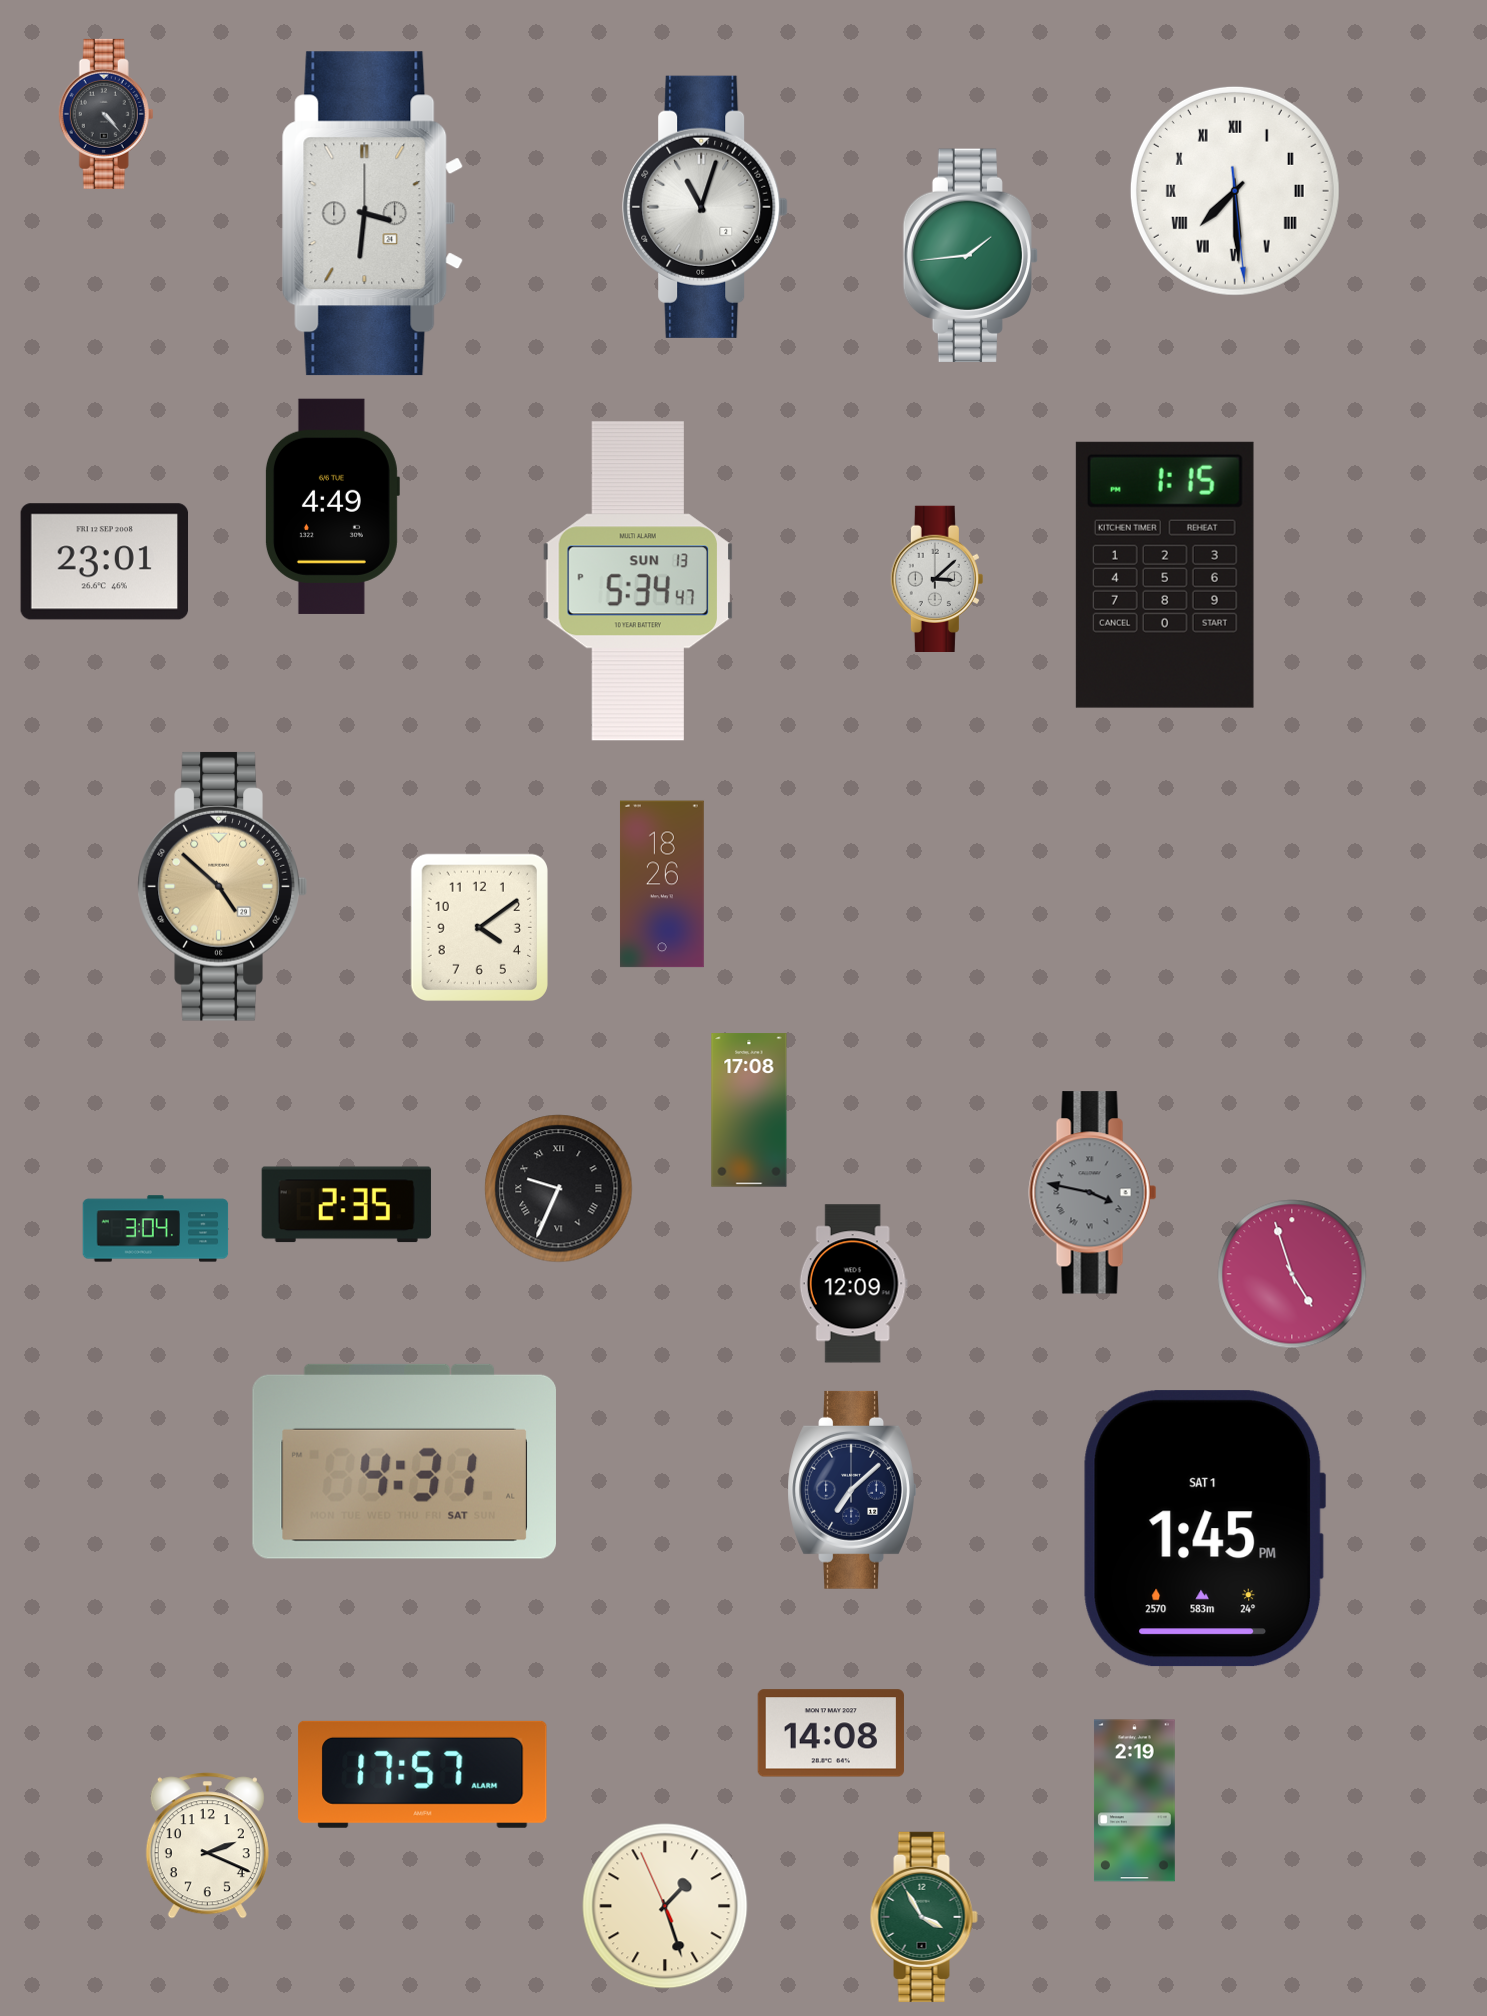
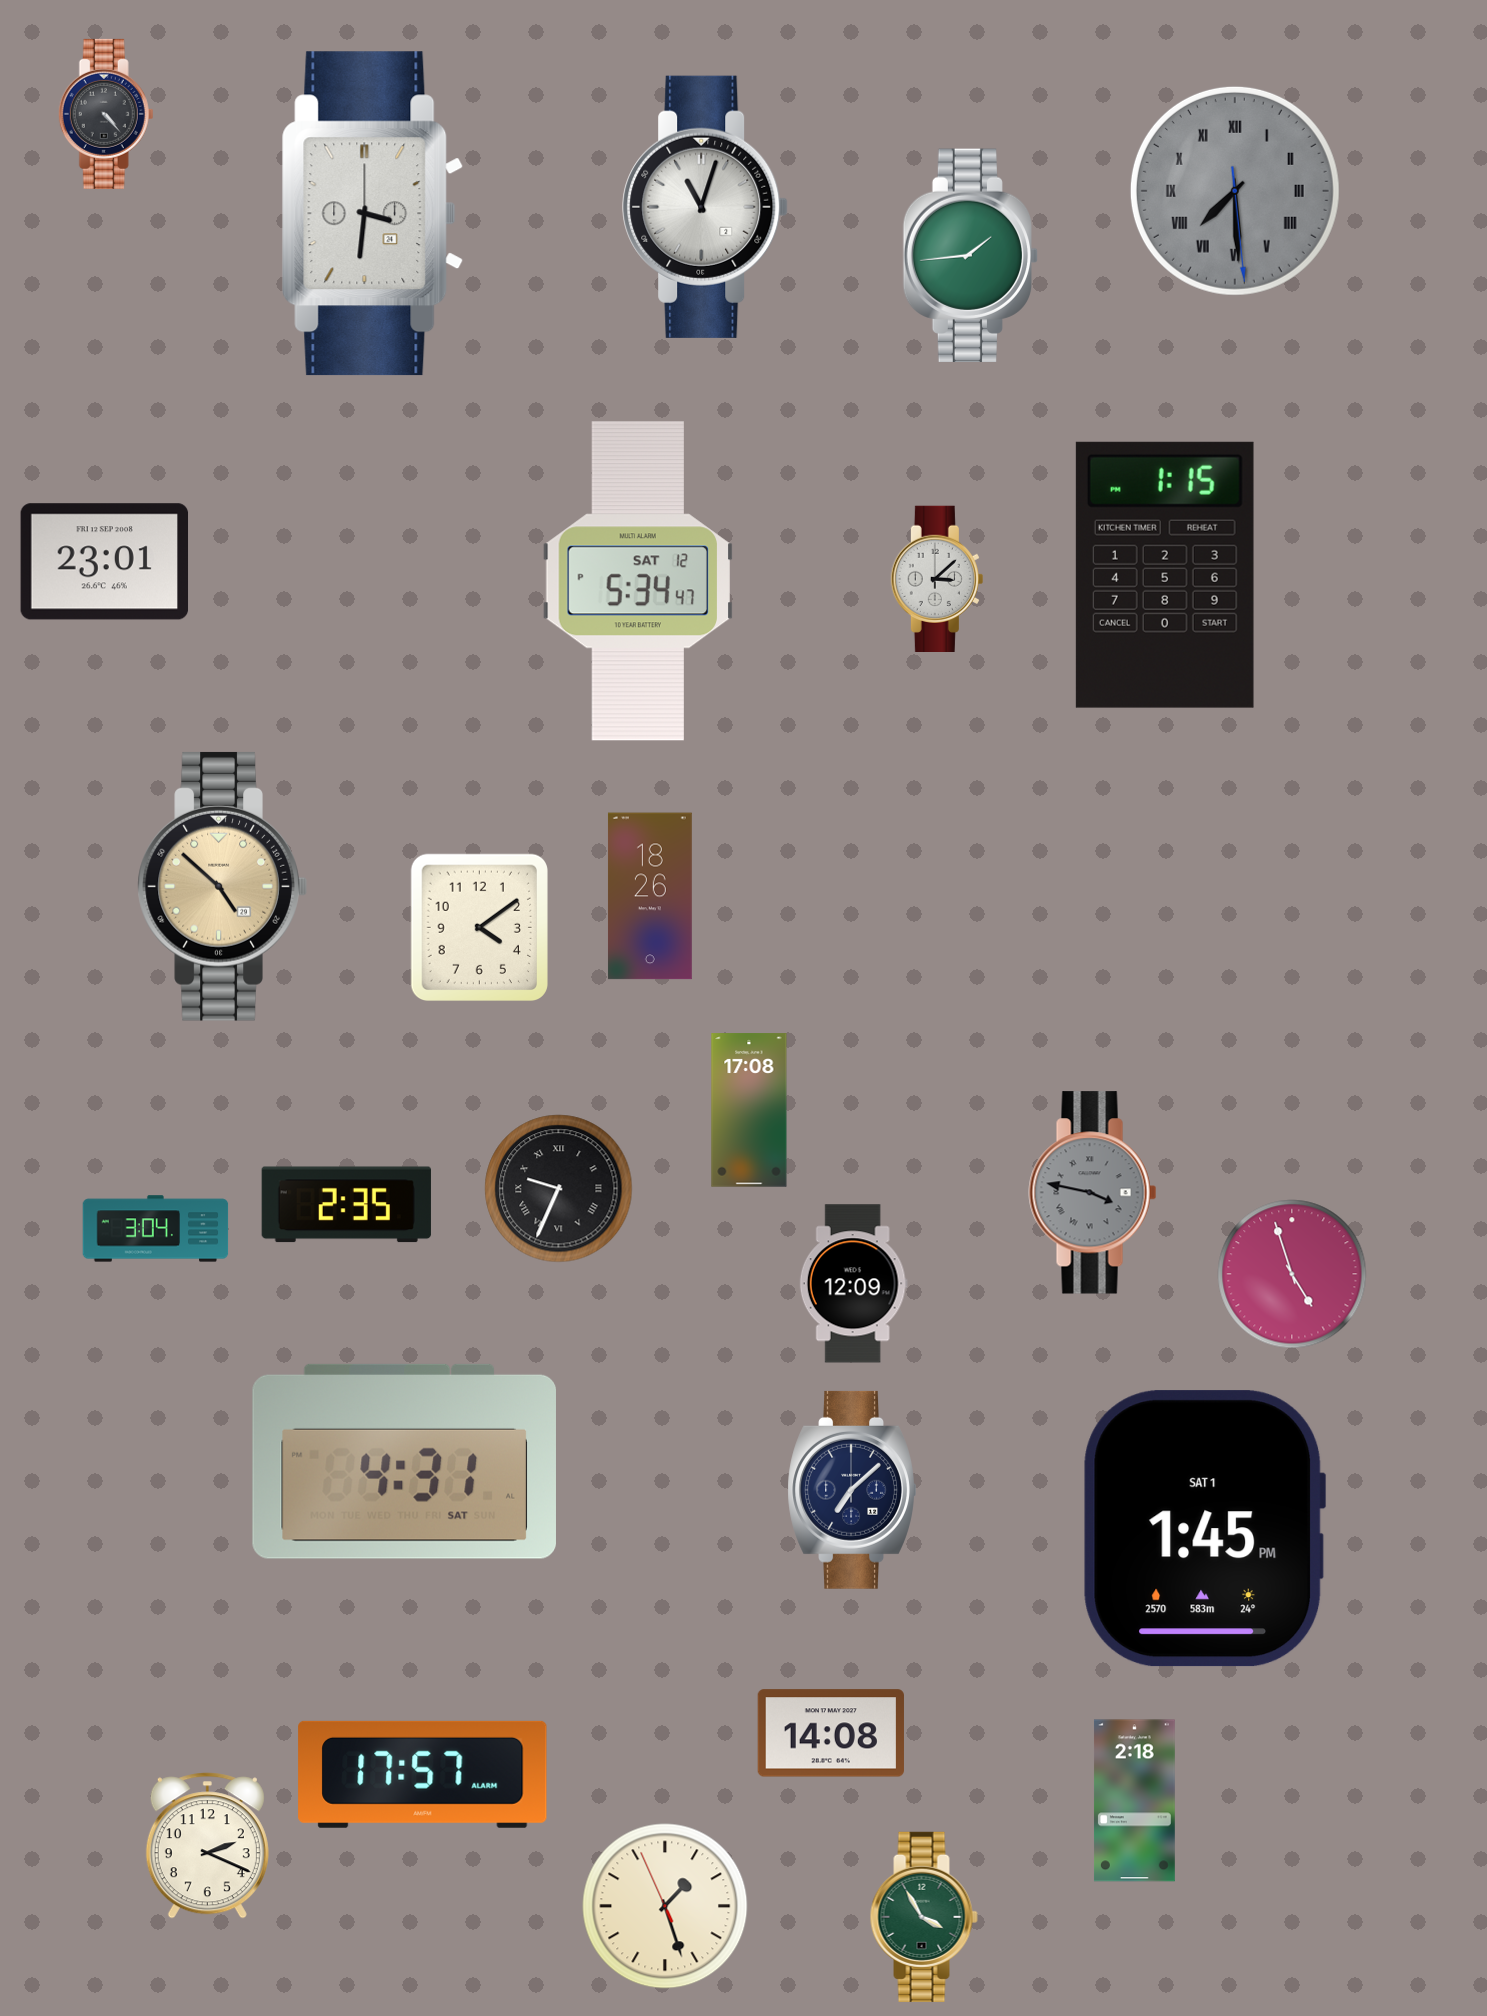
clock at (1235, 191) dial: white -> grey
clock at (332, 506): 4:49 -> none
clock at (637, 581) date: SUN 13 -> SAT 12
clock at (662, 884) position: (662, 884) -> (650, 896)
clock at (1134, 1801): 2:19 -> 2:18
